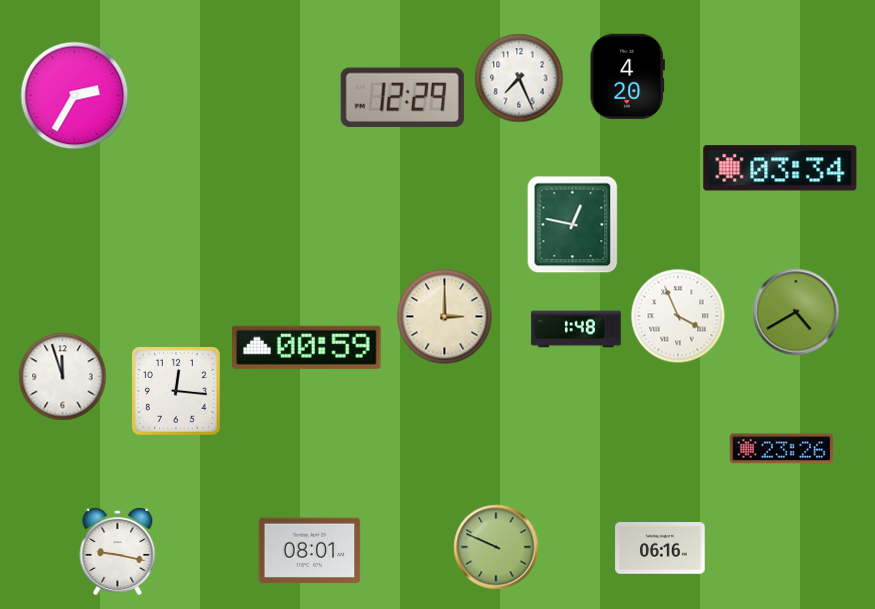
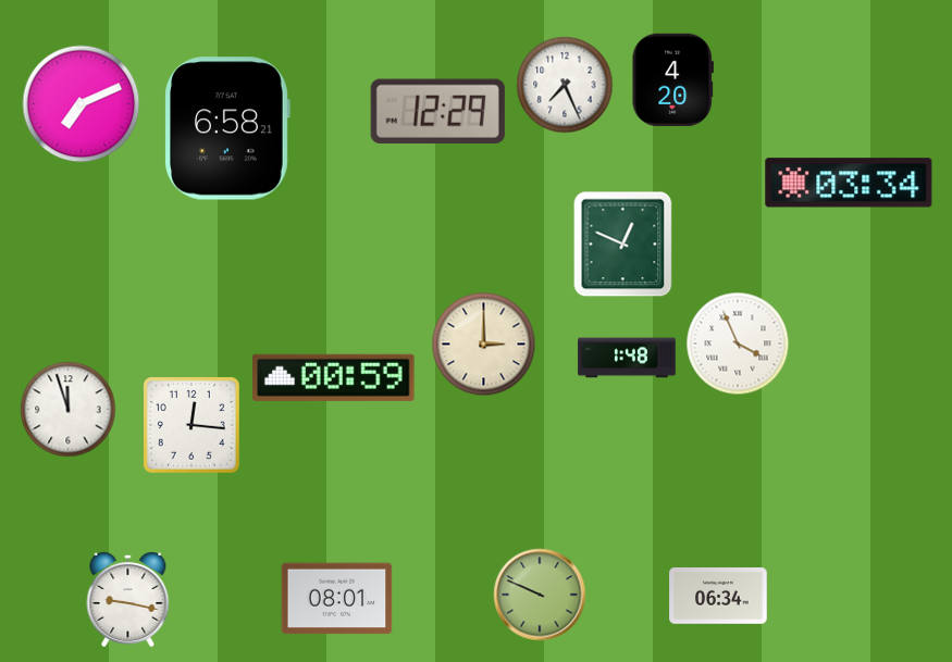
clock at (627, 76) position: (627, 76) -> (672, 79)
clock at (75, 96): 2:35 -> 7:11
clock at (402, 97) position: (402, 97) -> (437, 111)
clock at (227, 128): none -> 6:58
clock at (573, 225): 12:47 -> 12:49
clock at (796, 312): 4:40 -> none
clock at (782, 449): 23:26 -> none
clock at (660, 548): 06:16 -> 06:34
